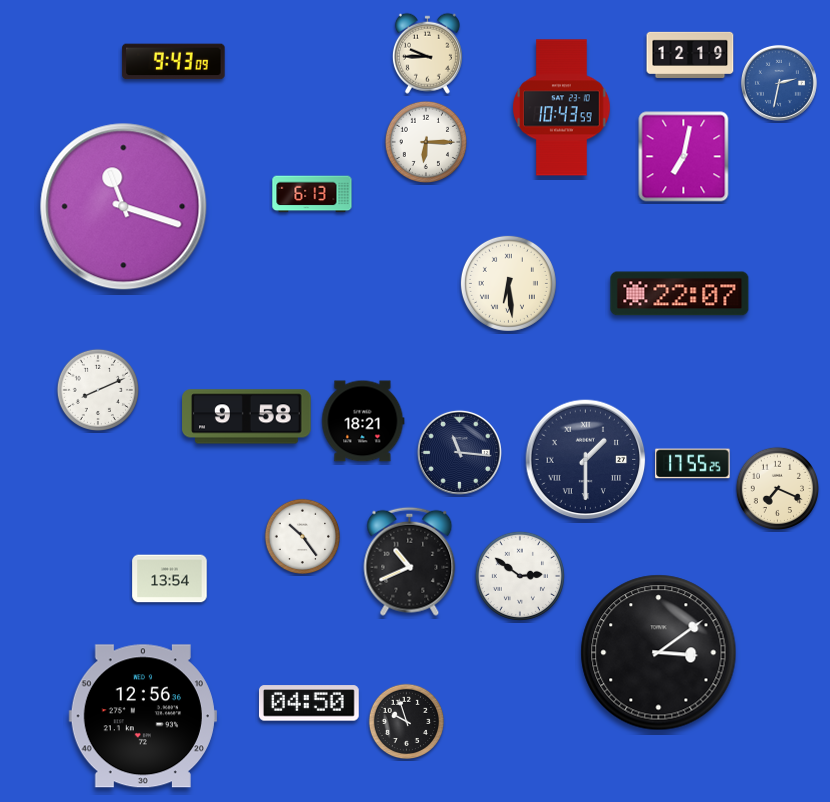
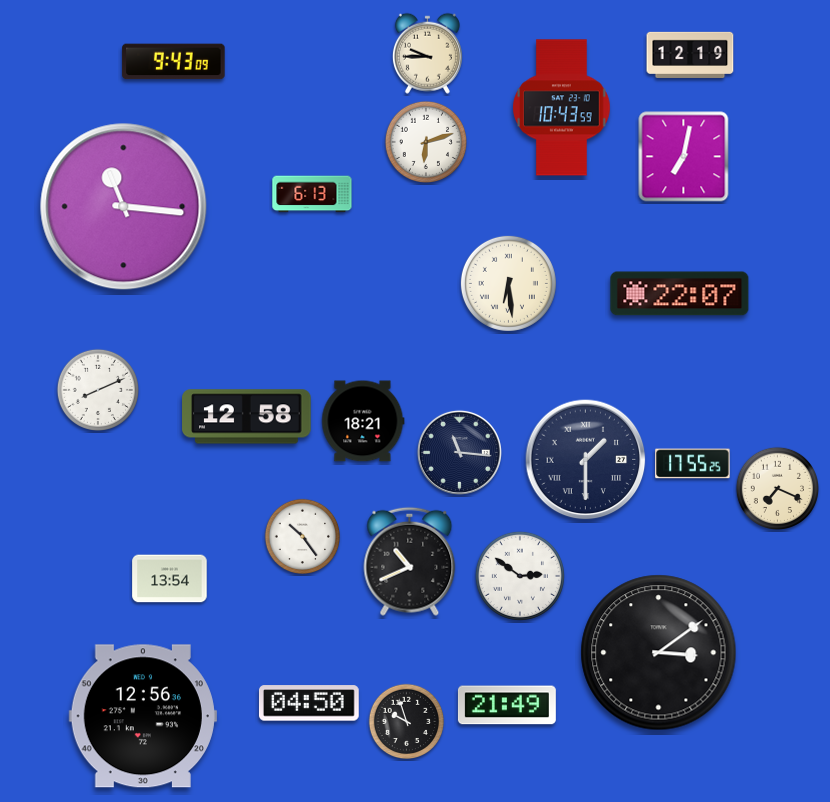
clock at (779, 83): 2:32 -> none
clock at (425, 141): 6:15 -> 6:12
clock at (124, 207): 11:18 -> 11:16
clock at (247, 417): 9:58 -> 12:58
clock at (507, 705): none -> 21:49
